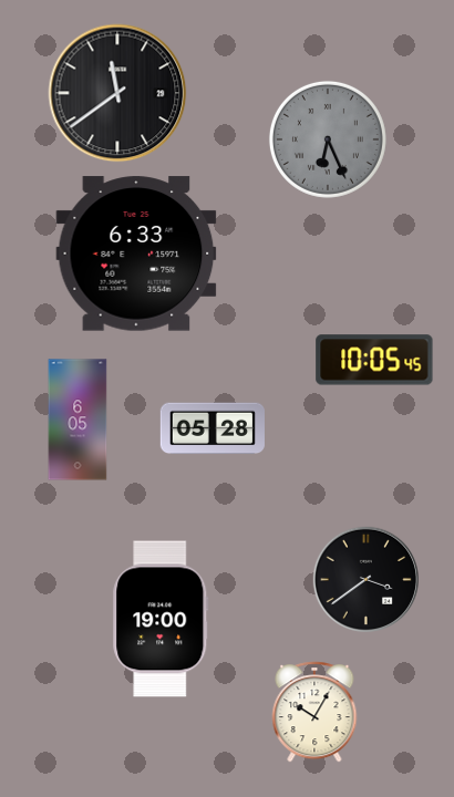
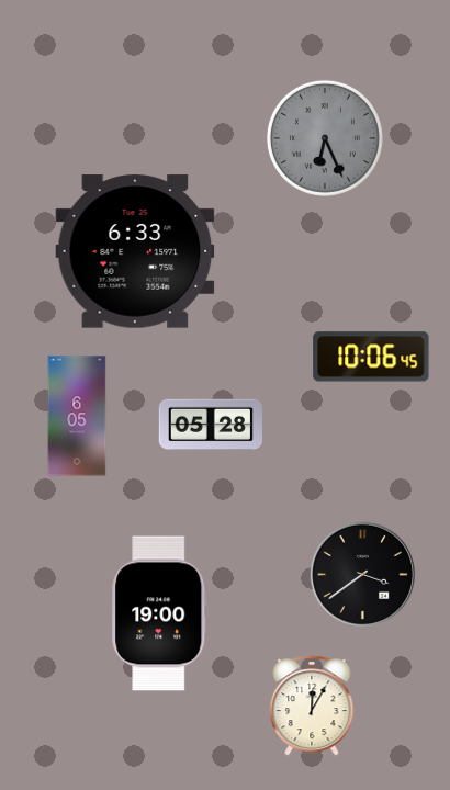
clock at (117, 93): 11:39 -> none
clock at (374, 360): 10:05 -> 10:06
clock at (314, 712): 10:05 -> 12:05
